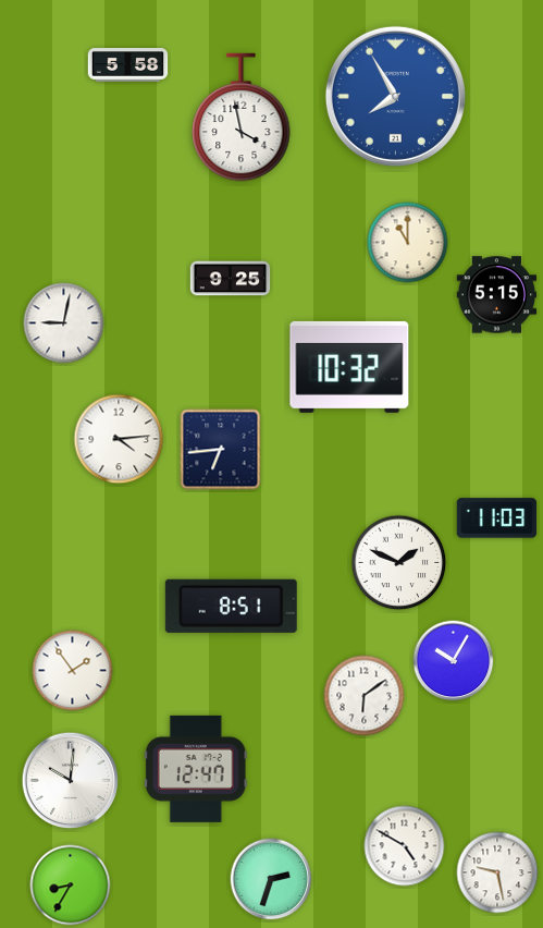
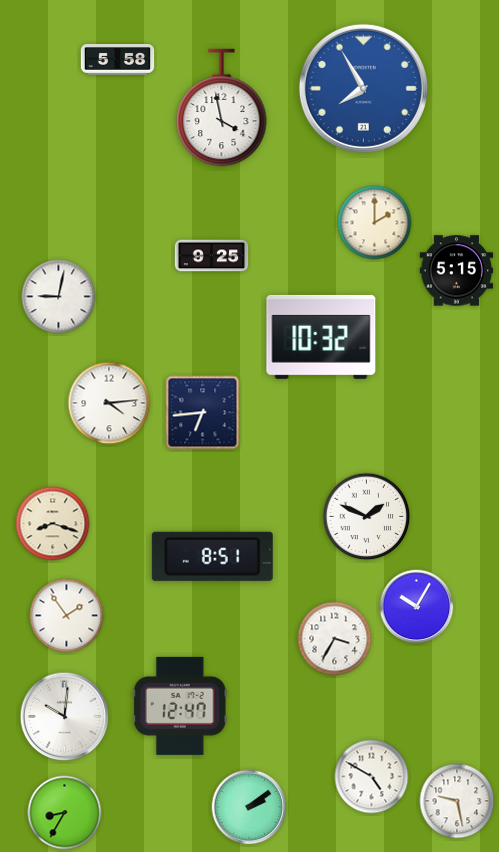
clock at (408, 243): 11:00 -> 2:00
clock at (497, 518): 11:03 -> none
clock at (53, 524): none -> 8:18
clock at (365, 696): 6:09 -> 3:35
clock at (271, 879): 2:33 -> 2:09
